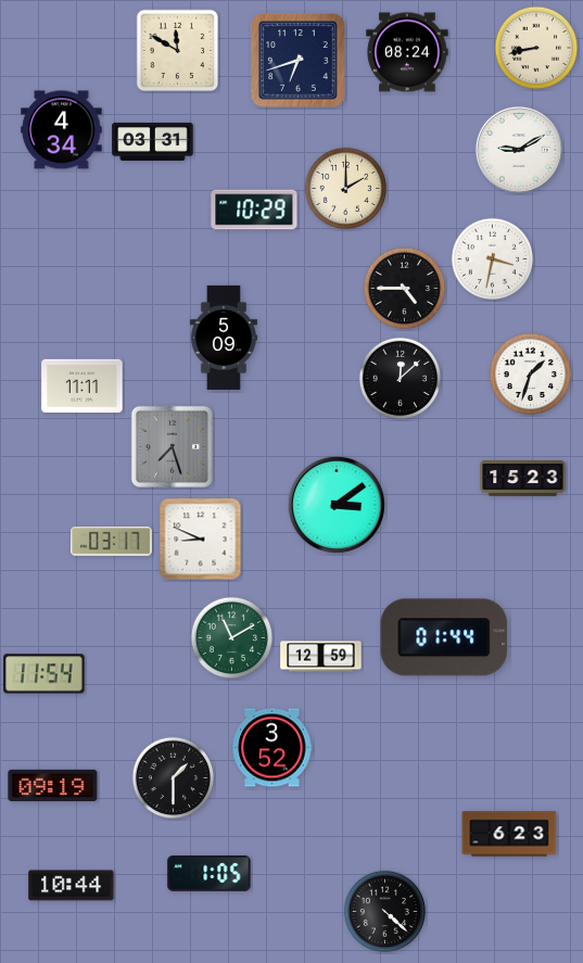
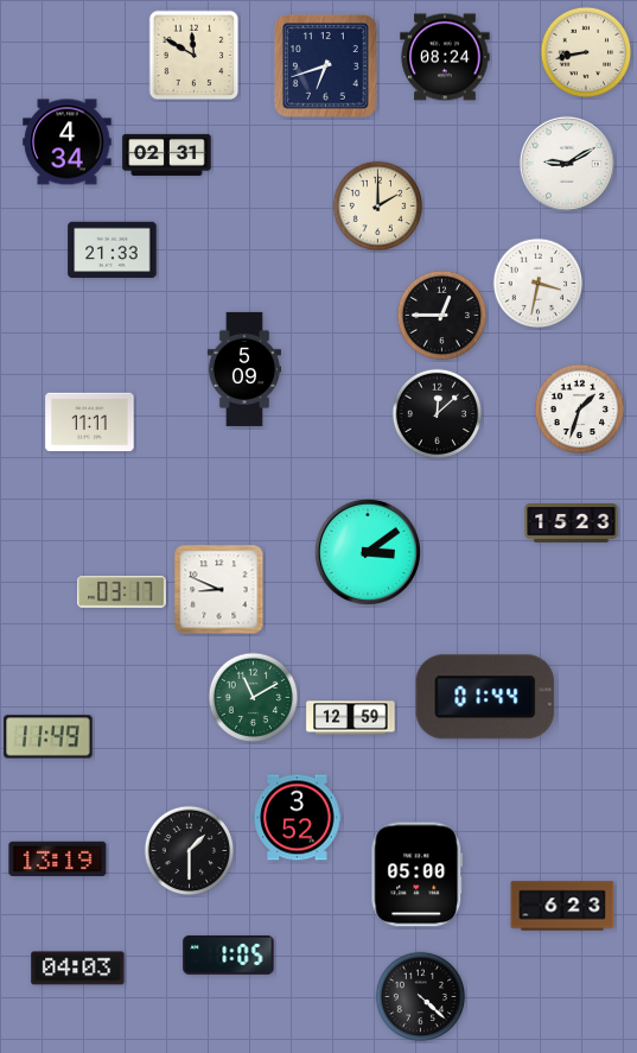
clock at (153, 141): 03:31 -> 02:31
clock at (254, 210): 10:29 -> none
clock at (113, 250): none -> 21:33
clock at (405, 289): 4:45 -> 12:45
clock at (172, 446): 7:27 -> none
clock at (45, 674): 11:54 -> 11:49
clock at (53, 785): 09:19 -> 13:19
clock at (418, 875): none -> 05:00
clock at (509, 834) position: (509, 834) -> (562, 906)
clock at (72, 886): 10:44 -> 04:03
